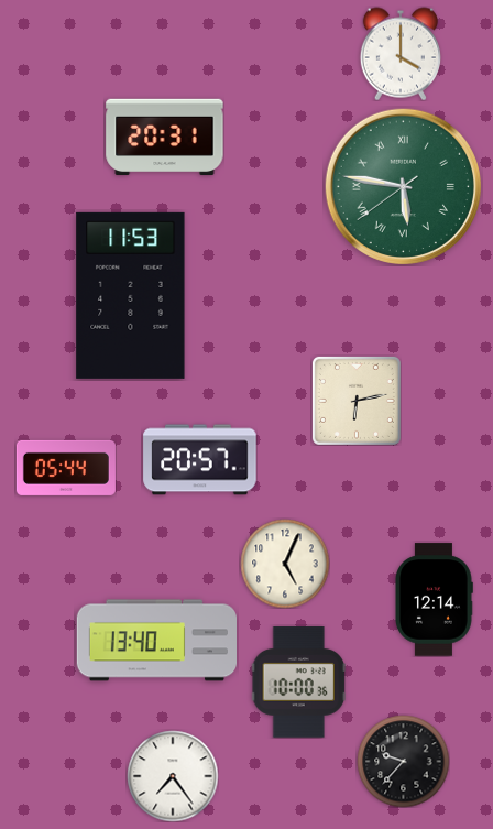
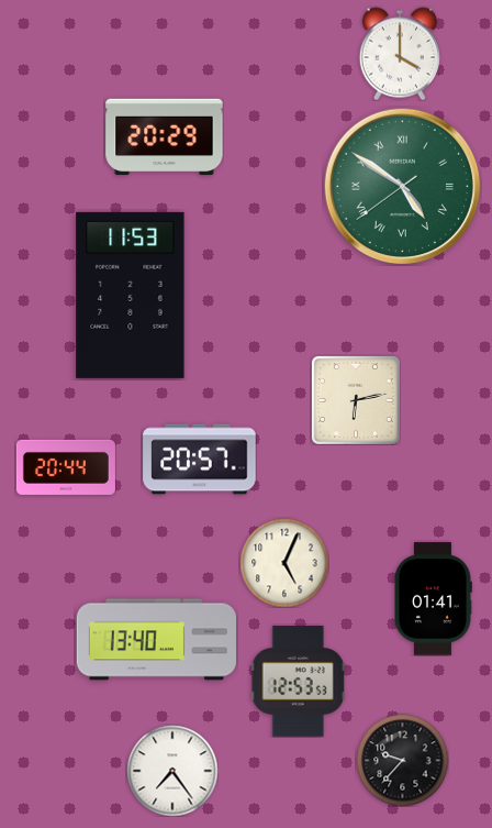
clock at (165, 138): 20:31 -> 20:29
clock at (403, 186): 5:46 -> 4:50
clock at (66, 468): 05:44 -> 20:44
clock at (435, 600): 12:14 -> 01:41
clock at (298, 683): 10:00 -> 12:53
clock at (173, 776) position: (173, 776) -> (172, 771)
